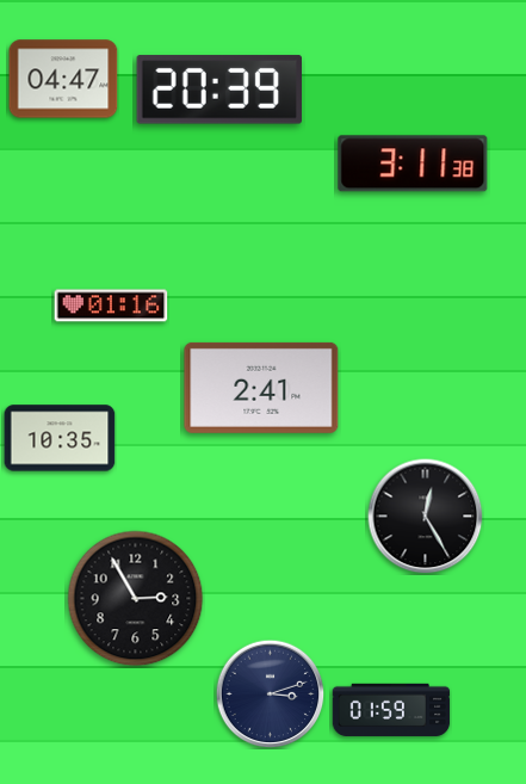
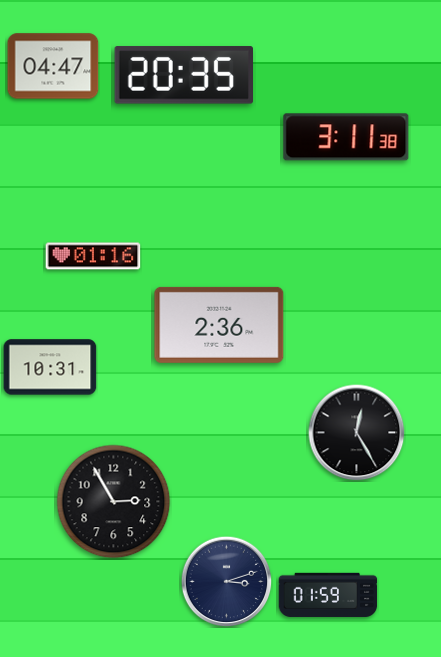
clock at (218, 89): 20:39 -> 20:35
clock at (261, 388): 2:41 -> 2:36
clock at (60, 438): 10:35 -> 10:31
